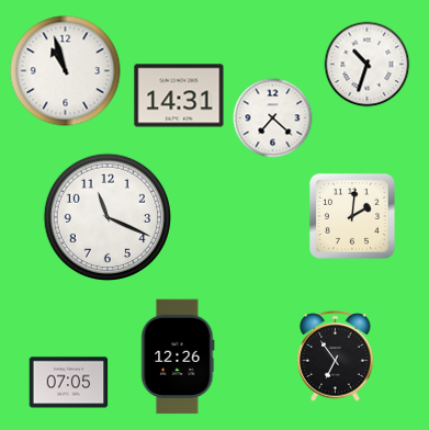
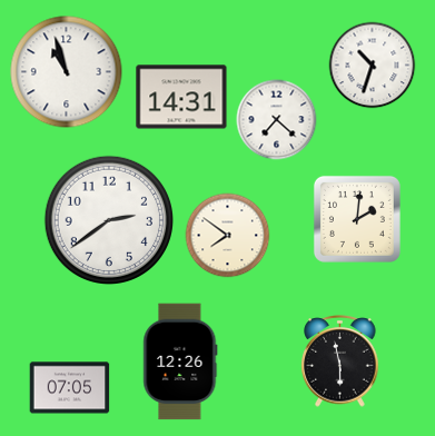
clock at (106, 216): 11:19 -> 2:39
clock at (228, 236): none -> 7:51
clock at (336, 357): 6:54 -> 5:58
